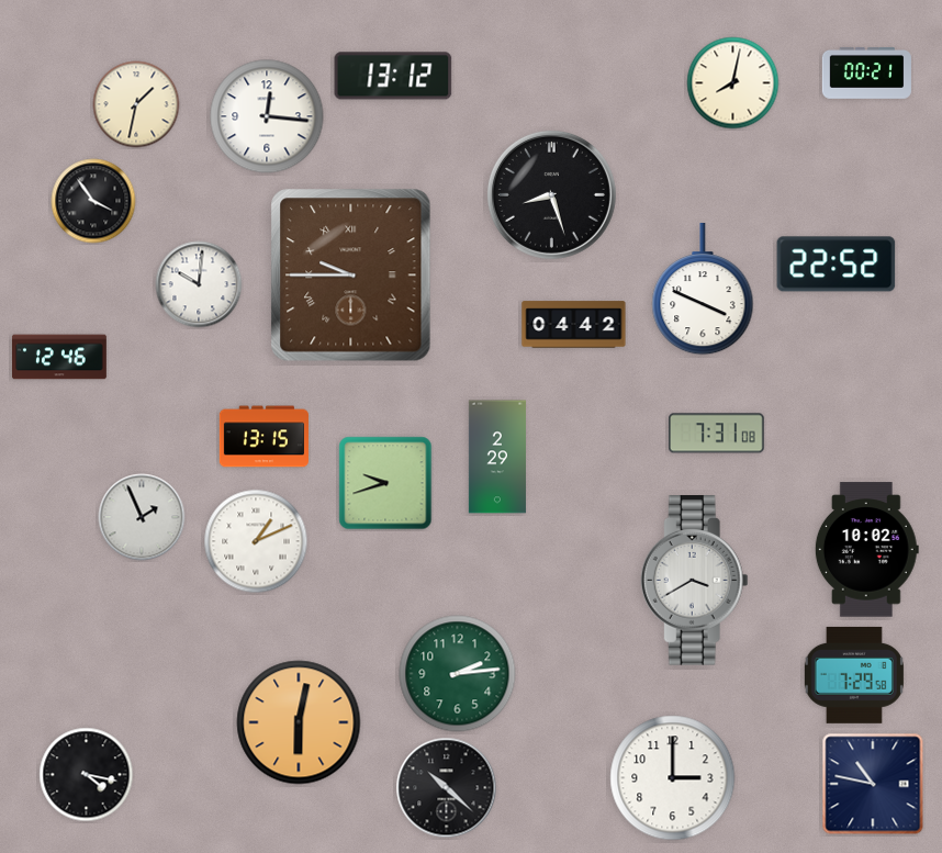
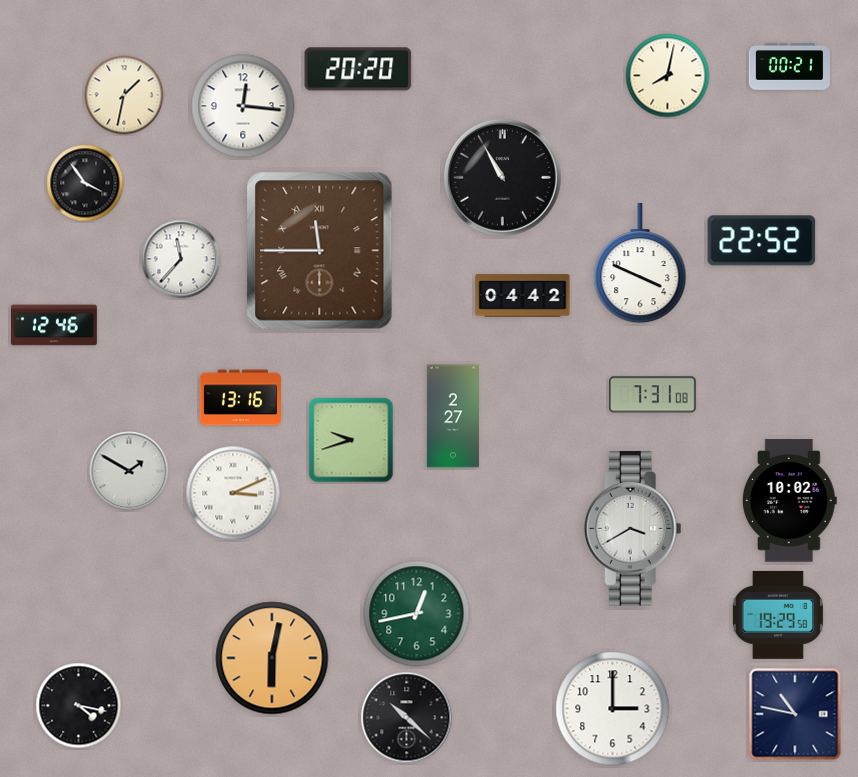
clock at (393, 76): 13:12 -> 20:20
clock at (551, 194): 8:27 -> 10:55
clock at (351, 276): 9:45 -> 11:45
clock at (199, 284): 10:01 -> 11:37
clock at (263, 437): 13:15 -> 13:16
clock at (497, 457): 2:29 -> 2:27
clock at (142, 517): 1:56 -> 1:50
clock at (256, 541): 1:11 -> 3:11
clock at (458, 674): 2:14 -> 12:43
clock at (854, 675): 7:29 -> 19:29
